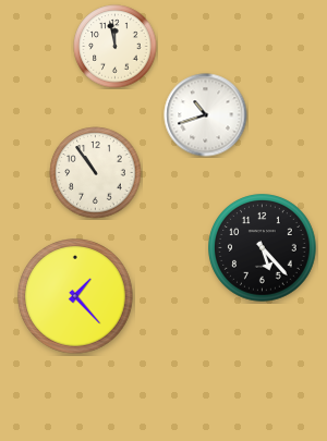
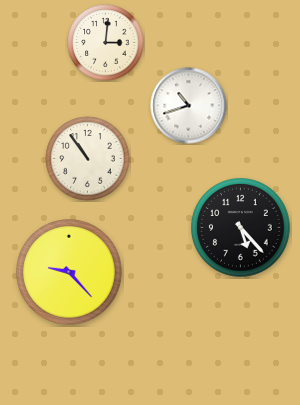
clock at (116, 47): 11:58 -> 3:01
clock at (75, 296): 1:23 -> 9:23
